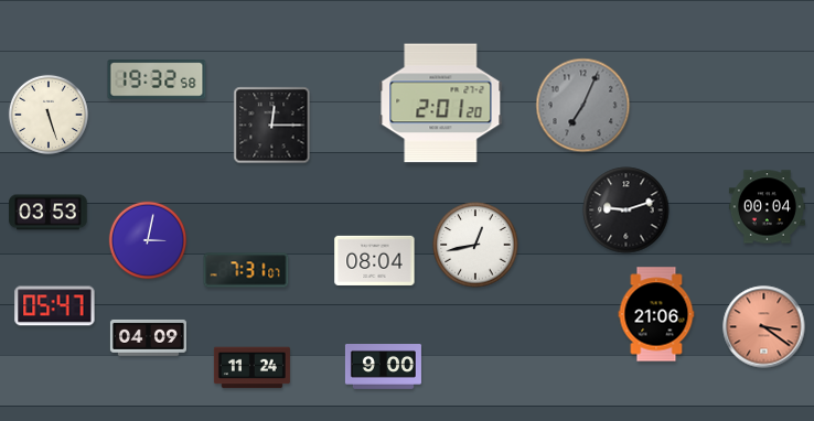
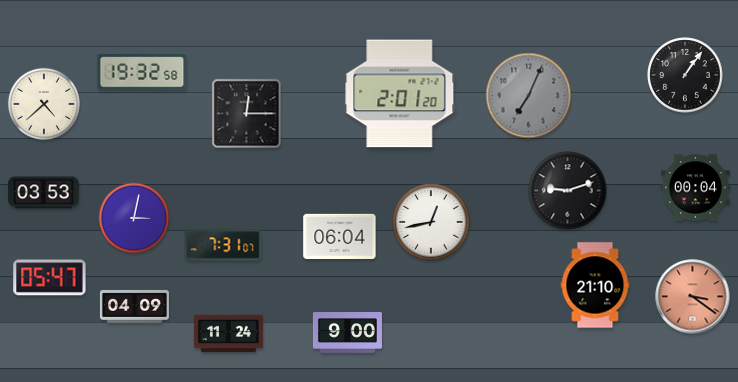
clock at (685, 75): none -> 1:06
clock at (49, 115): 5:27 -> 4:38
clock at (375, 260): 08:04 -> 06:04
clock at (656, 314): 21:06 -> 21:10
